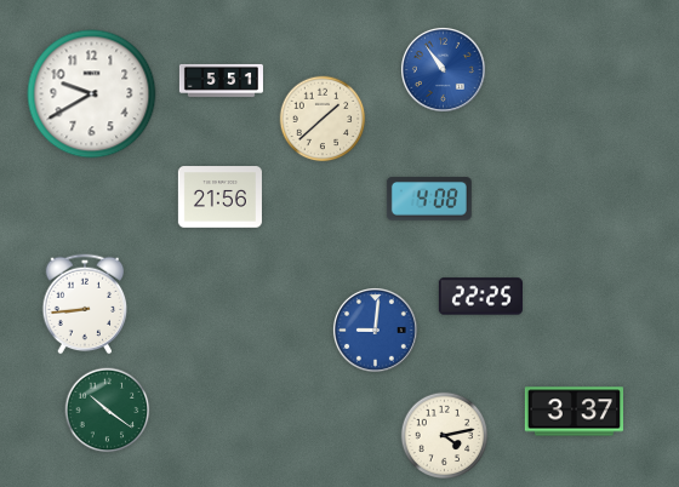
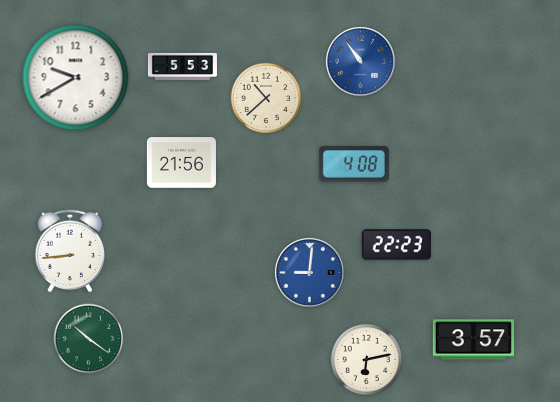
clock at (443, 69) position: (443, 69) -> (360, 61)
clock at (221, 80): 5:51 -> 5:53
clock at (323, 119): 1:38 -> 10:38
clock at (480, 297): 22:25 -> 22:23
clock at (574, 412): 3:37 -> 3:57
clock at (445, 436): 4:13 -> 6:13
